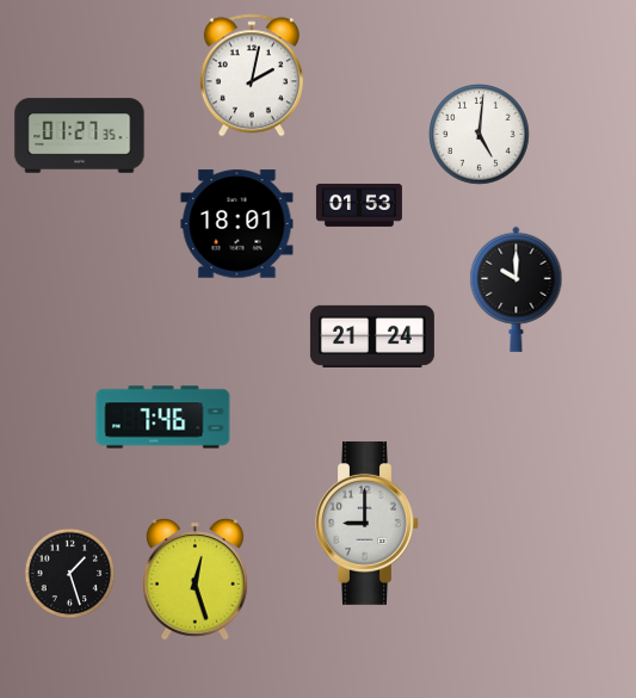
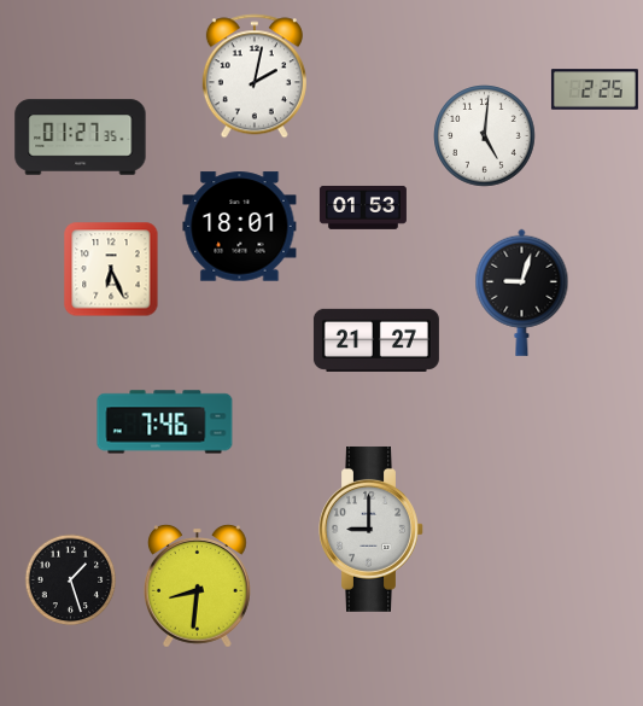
clock at (595, 89): none -> 2:25
clock at (111, 269): none -> 6:26
clock at (517, 289): 10:00 -> 9:03
clock at (372, 336): 21:24 -> 21:27
clock at (196, 580): 12:27 -> 8:31
